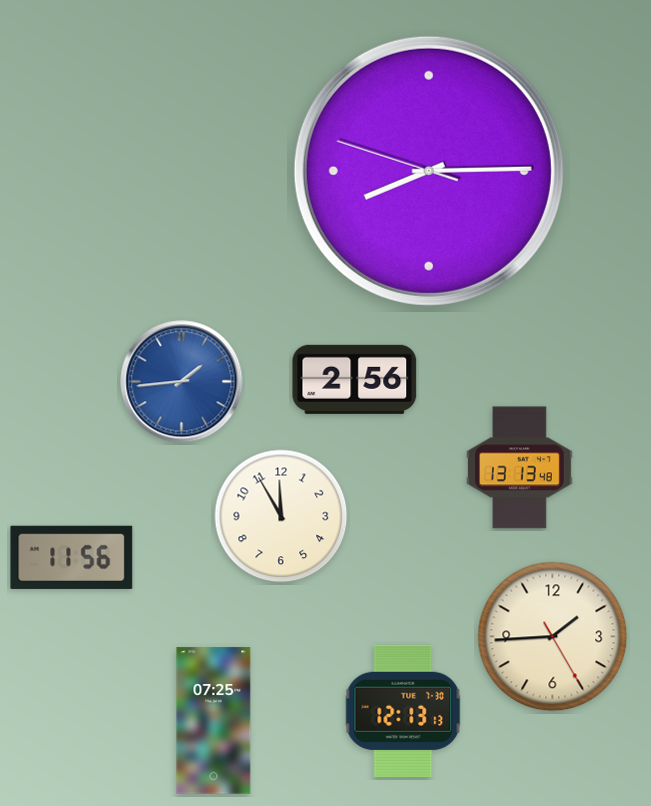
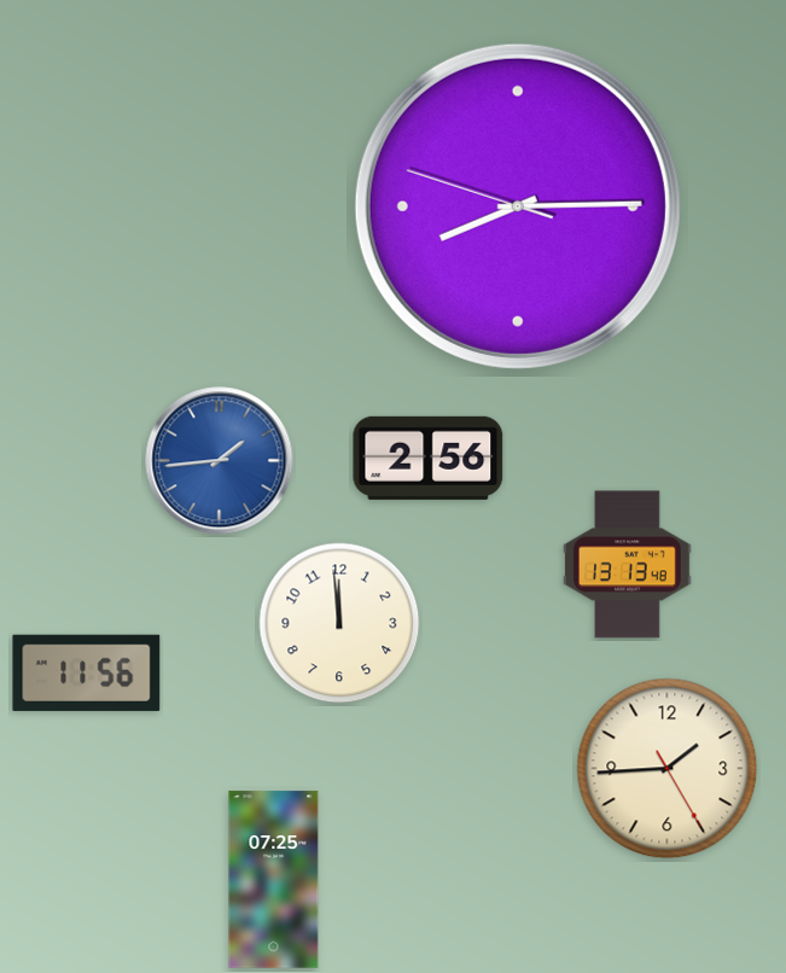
clock at (281, 516): 11:55 -> 11:59
clock at (403, 711): 12:13 -> none
clock at (214, 721) position: (214, 721) -> (274, 880)
